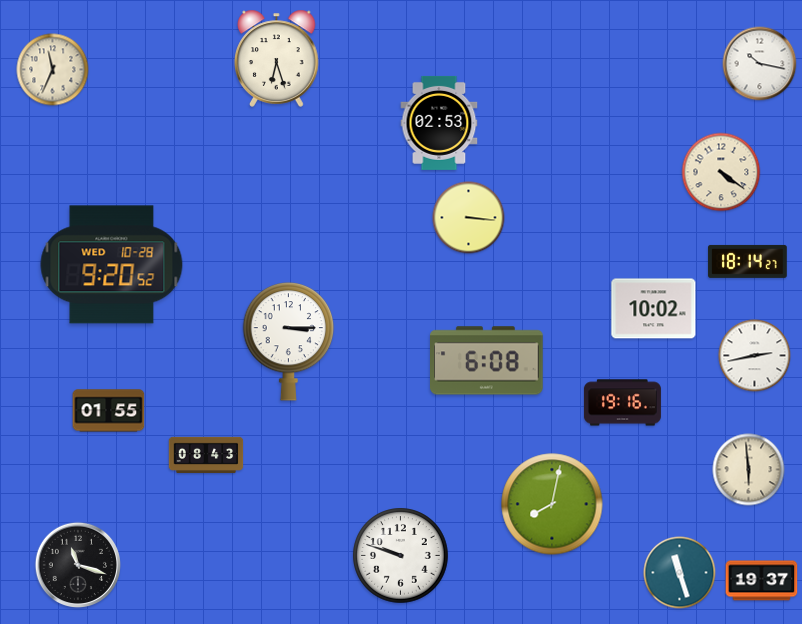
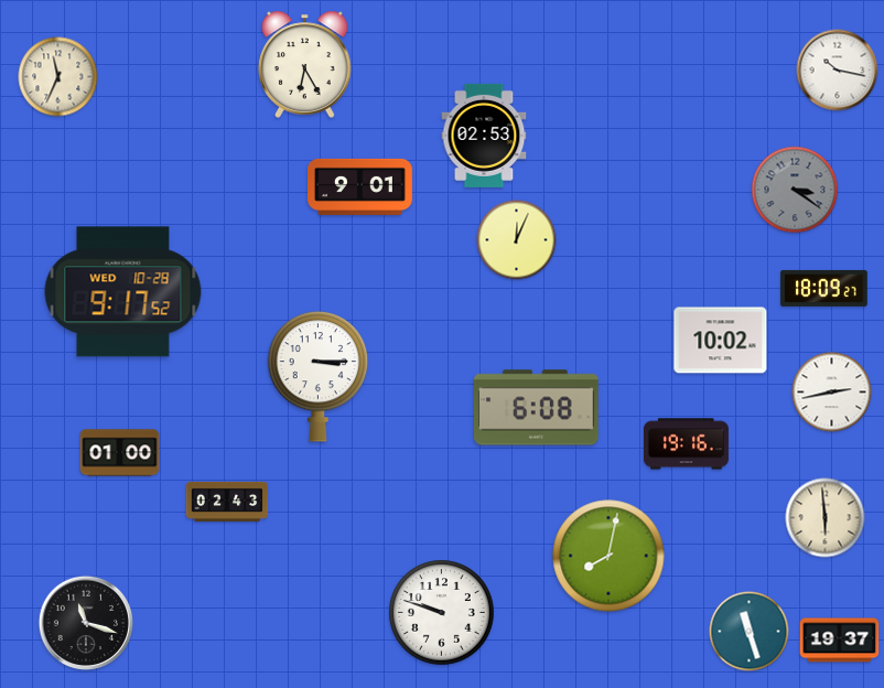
clock at (277, 58): 6:27 -> 6:25
clock at (360, 186): none -> 9:01
clock at (721, 172): 4:21 -> 3:21
clock at (721, 172) dial: cream -> grey
clock at (469, 218): 3:16 -> 12:04
clock at (748, 261): 18:14 -> 18:09
clock at (112, 265): 9:20 -> 9:17
clock at (487, 361) position: (487, 361) -> (537, 408)
clock at (109, 411): 01:55 -> 01:00
clock at (206, 455): 08:43 -> 02:43
